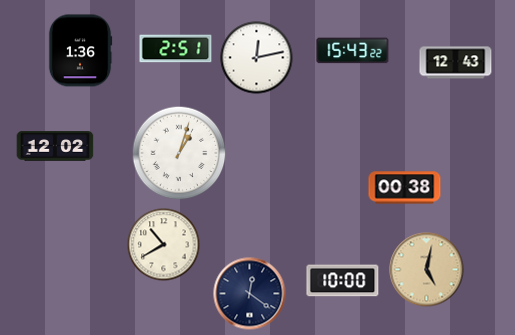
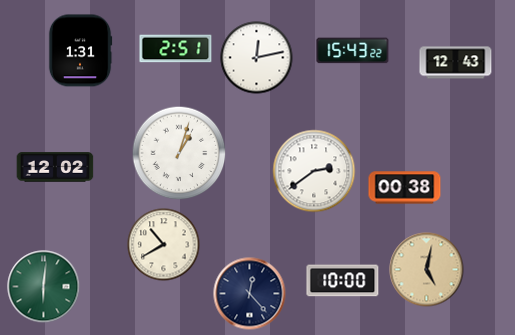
clock at (80, 51): 1:36 -> 1:31
clock at (55, 146) position: (55, 146) -> (55, 167)
clock at (314, 171): none -> 2:39
clock at (44, 287): none -> 6:01
clock at (250, 294): 12:21 -> 12:23
